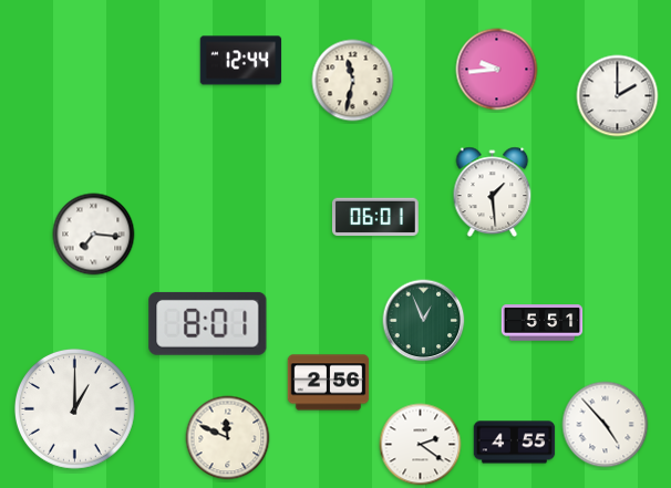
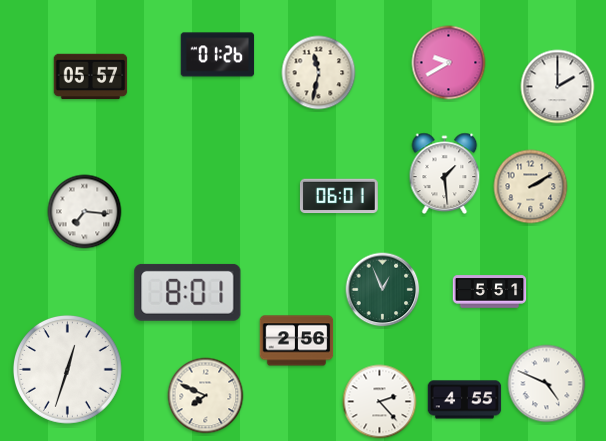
clock at (241, 61): 12:44 -> 01:26
clock at (497, 70): 9:44 -> 9:40
clock at (91, 77): none -> 05:57
clock at (531, 187): none -> 2:10
clock at (329, 383) position: (329, 383) -> (297, 341)
clock at (74, 408): 1:00 -> 12:33
clock at (606, 425): 4:53 -> 4:49
clock at (228, 438): 11:49 -> 7:49
clock at (421, 445): 2:21 -> 2:23
